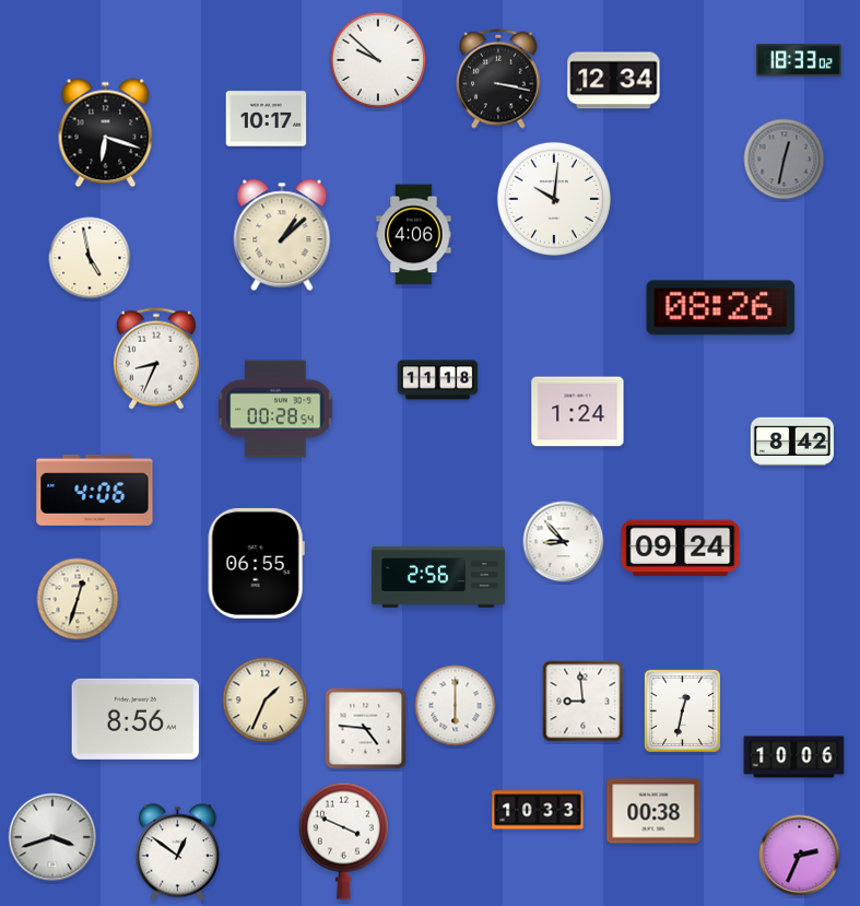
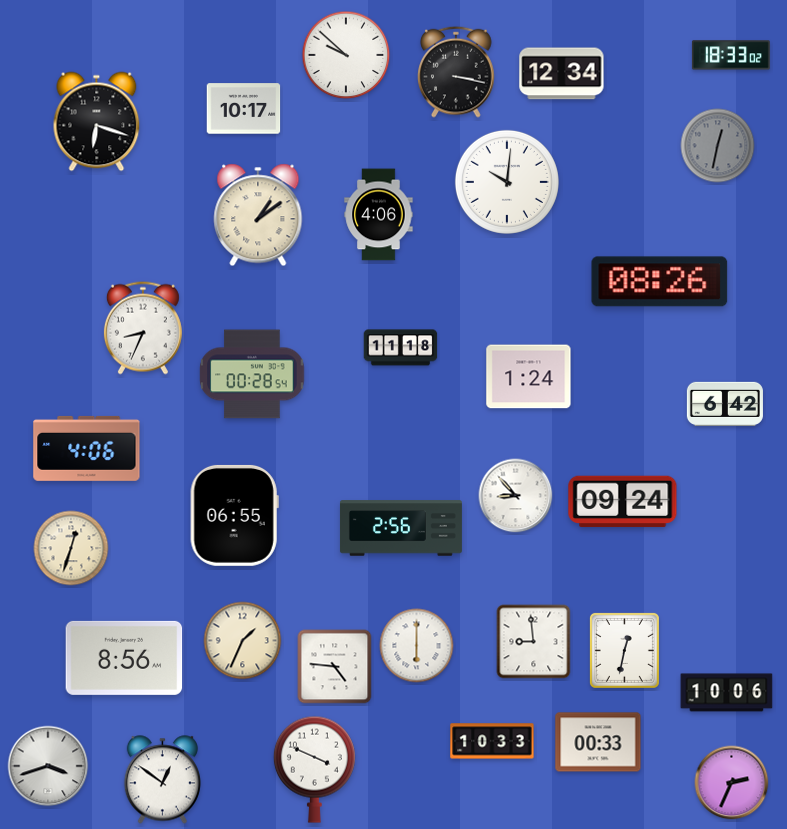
clock at (282, 235): 1:08 -> 1:09
clock at (90, 258): 4:58 -> none
clock at (792, 442): 8:42 -> 6:42
clock at (653, 811): 00:38 -> 00:33
